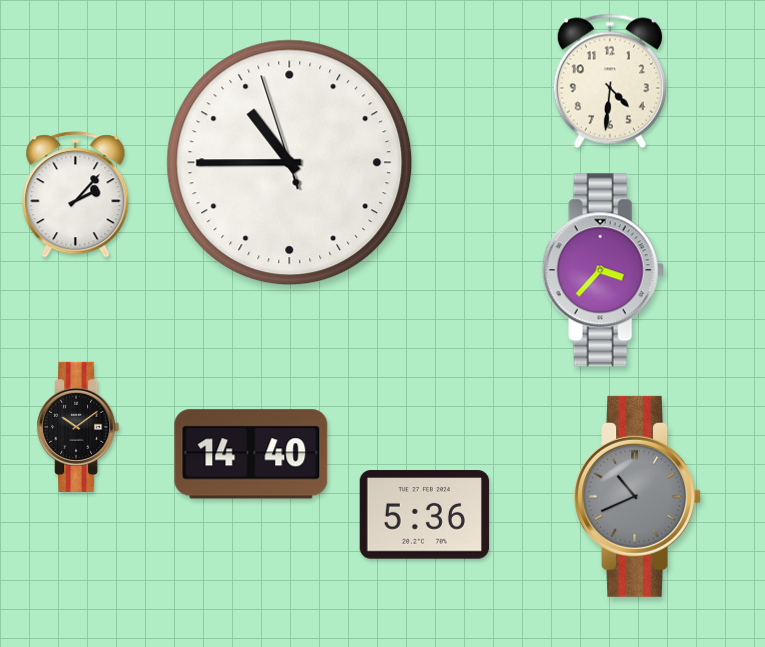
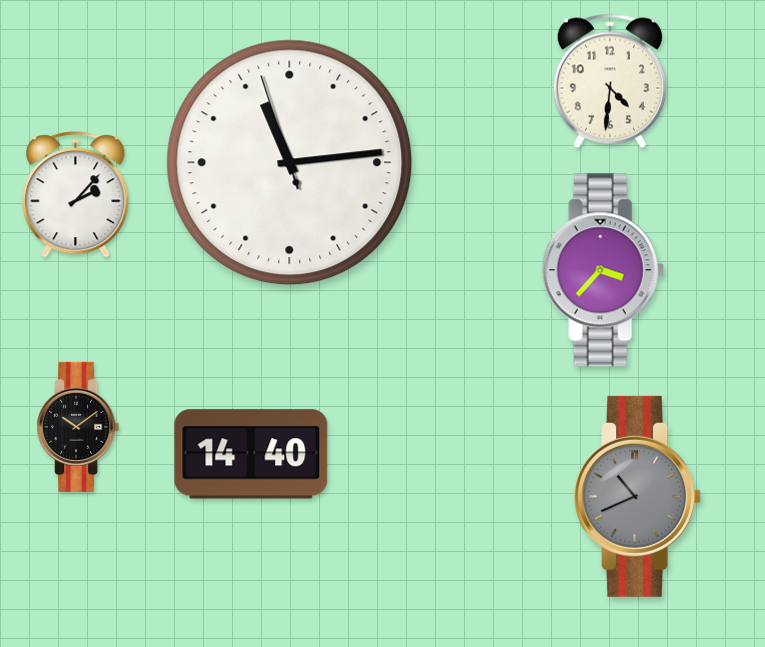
clock at (290, 163): 10:44 -> 11:13
clock at (424, 515): 5:36 -> none
